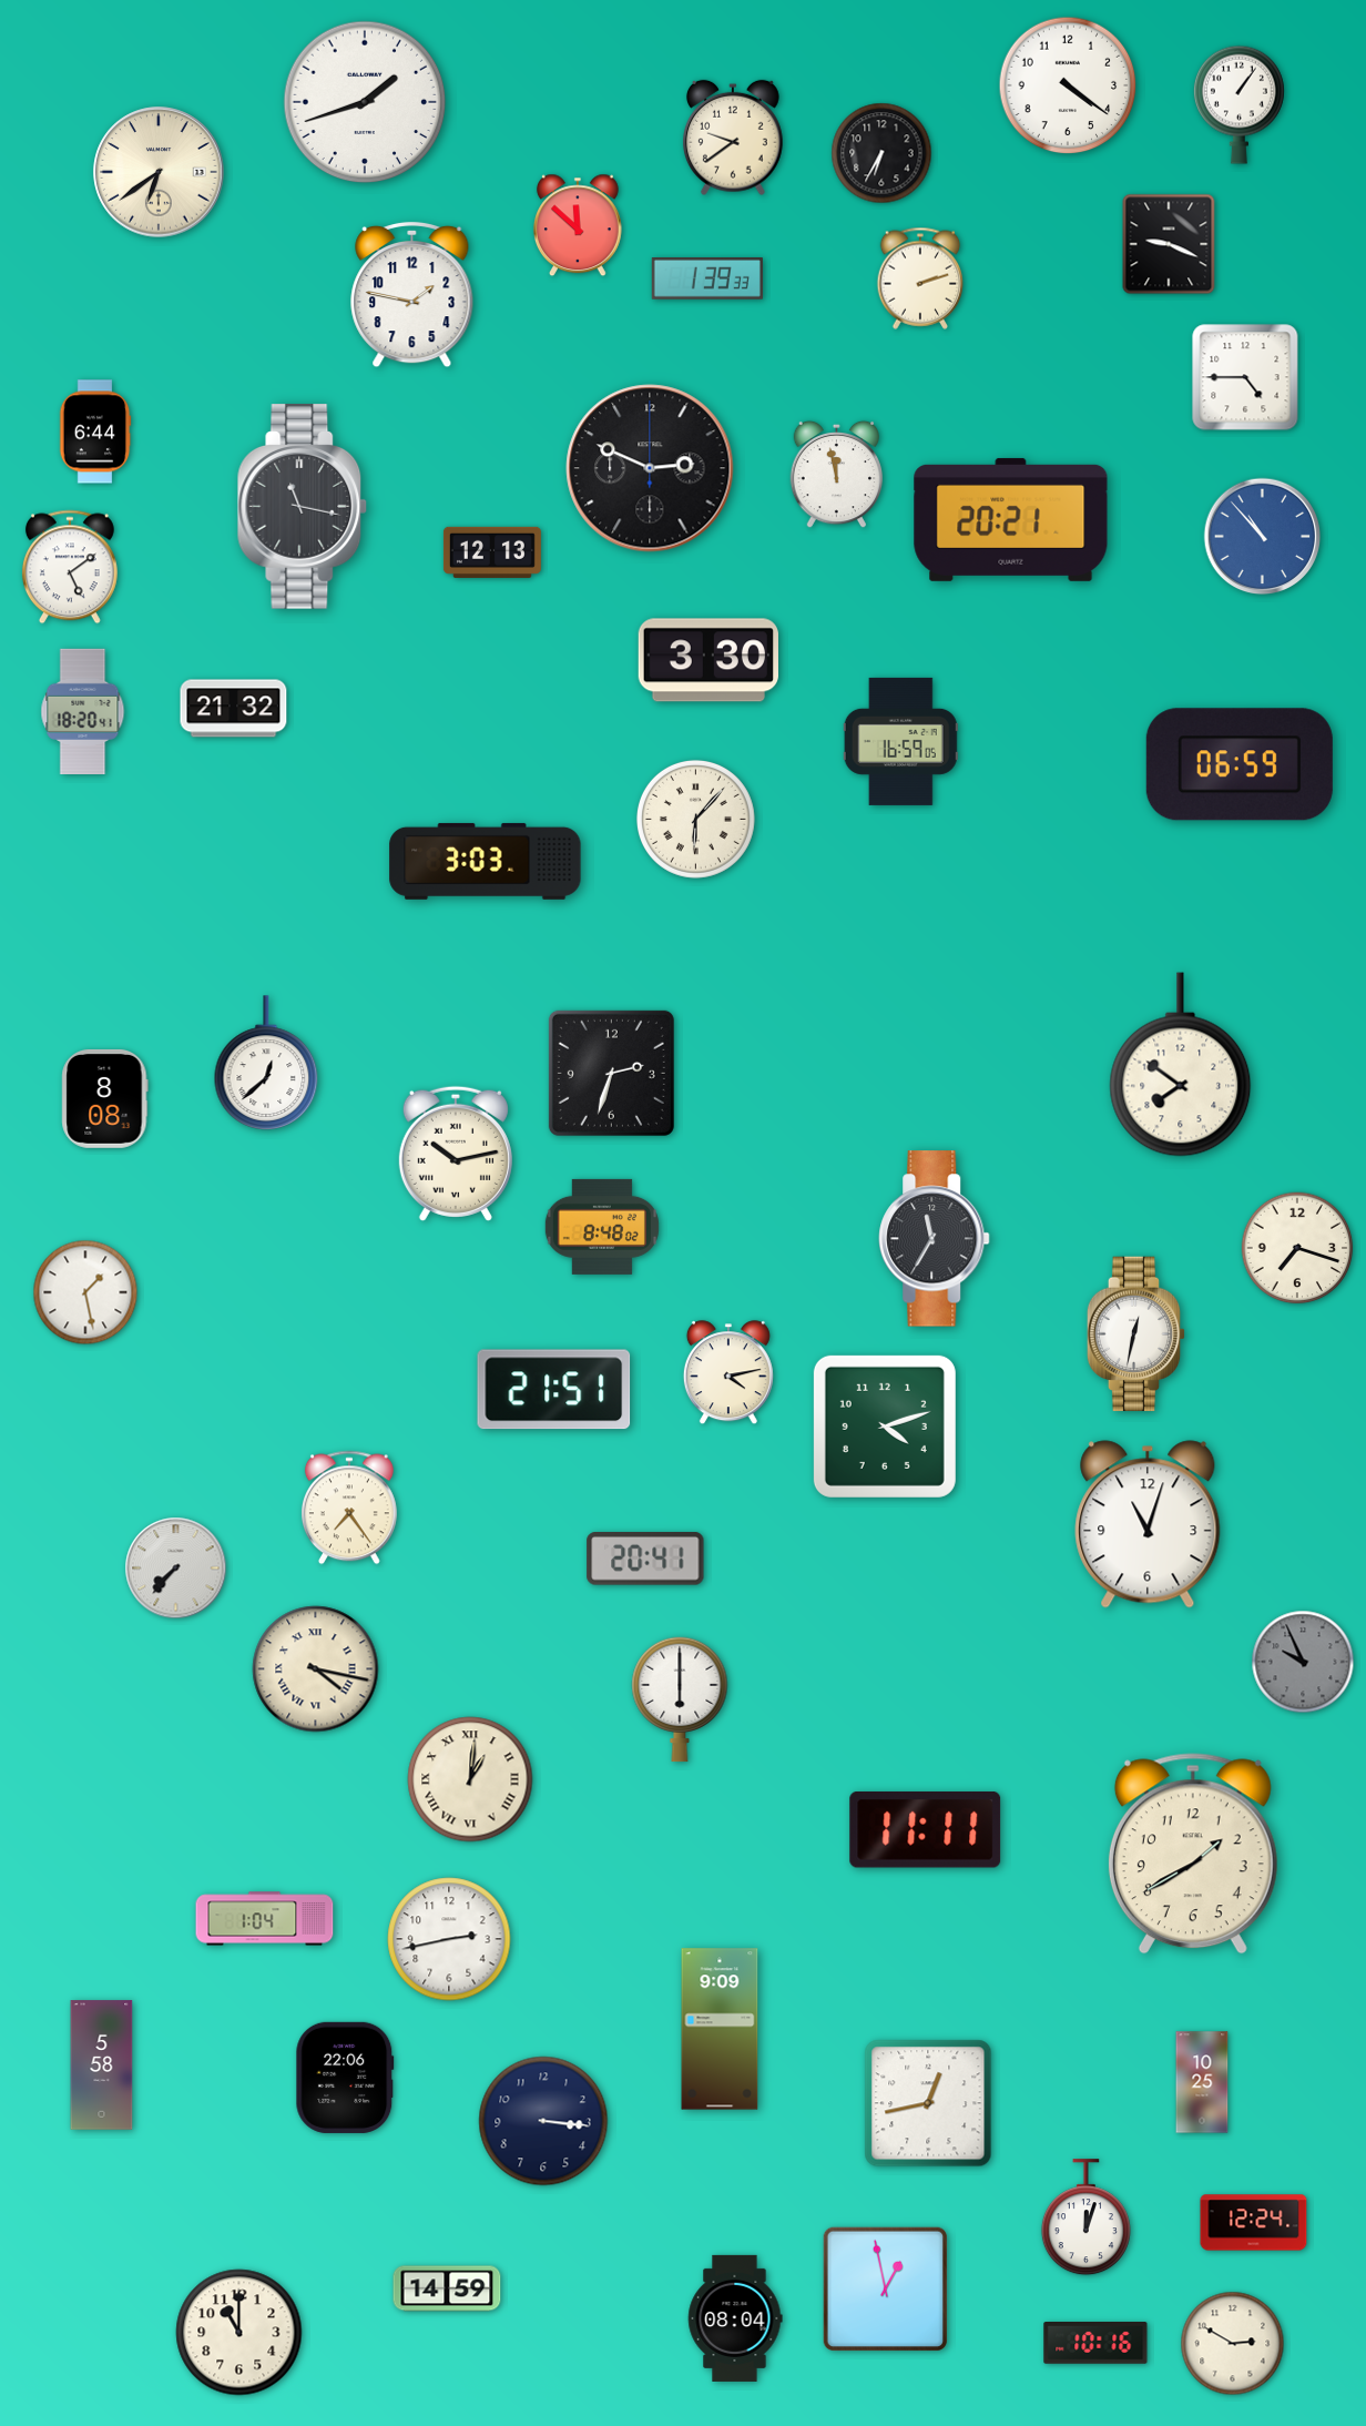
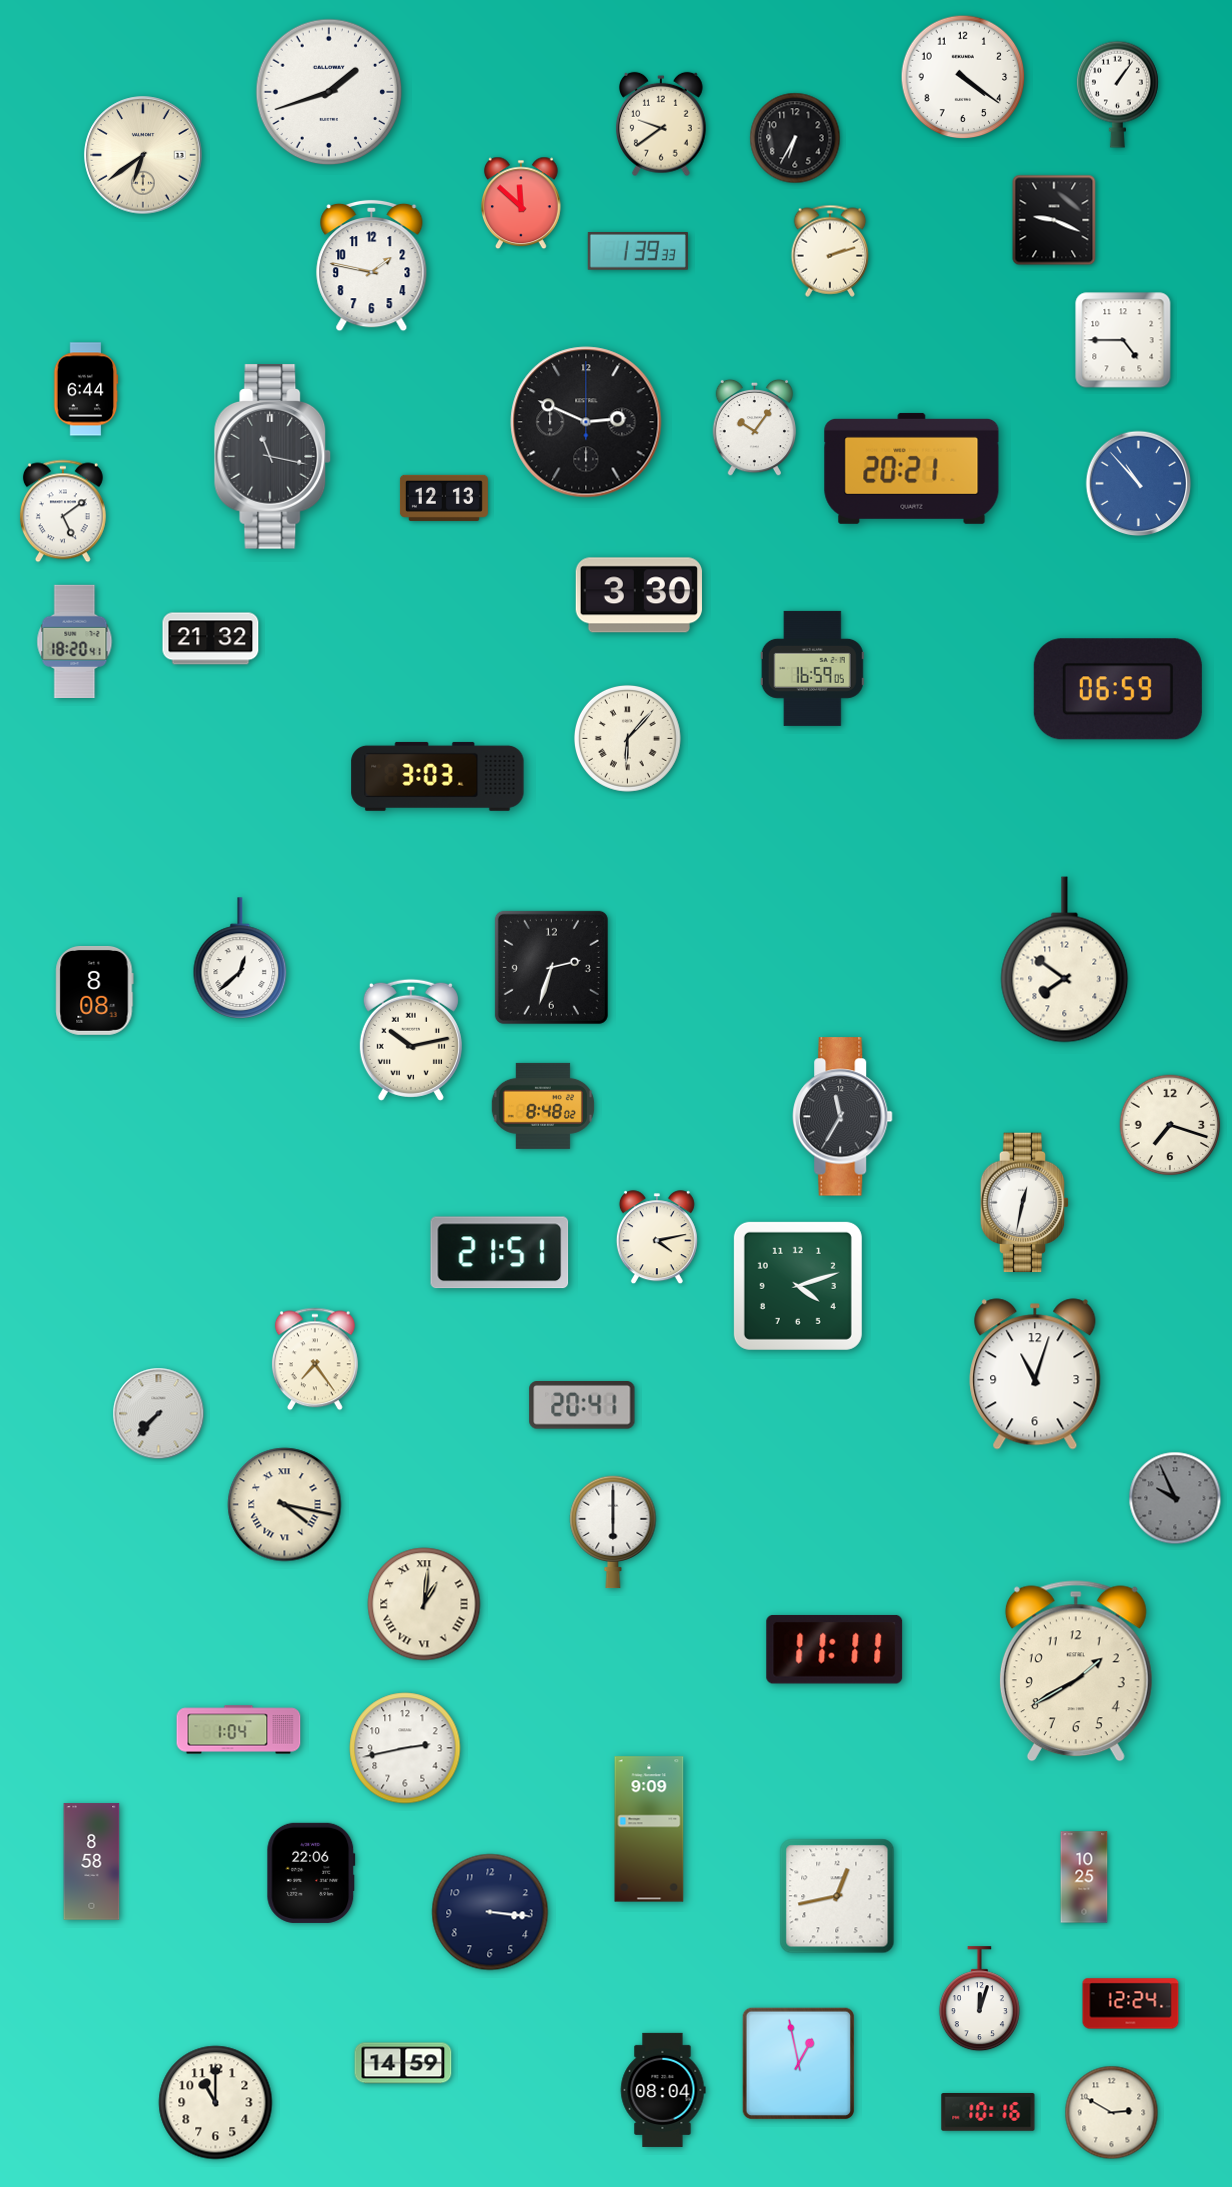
clock at (837, 475): 11:58 -> 10:06
clock at (85, 1292): 1:28 -> none
clock at (102, 2065): 5:58 -> 8:58
